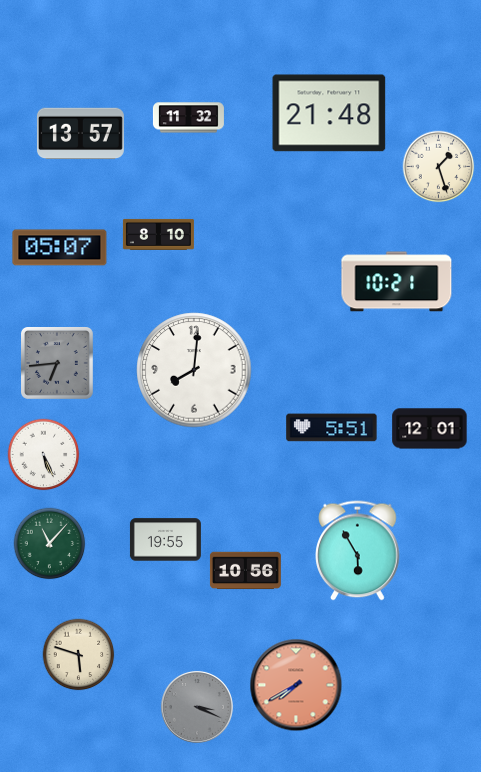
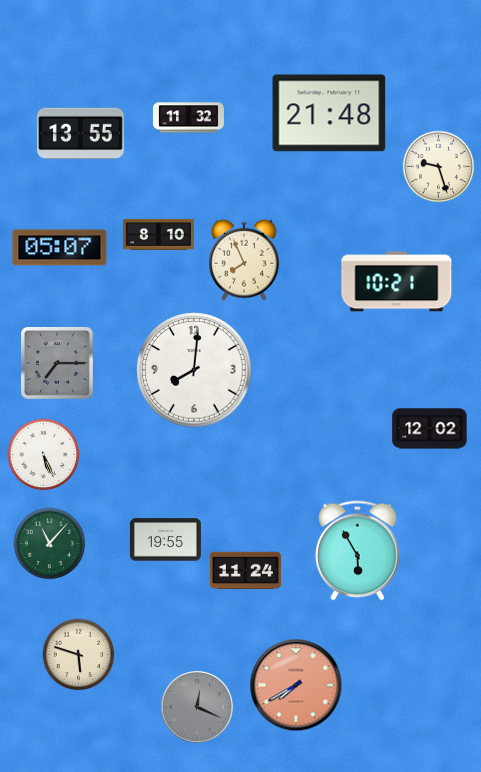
clock at (80, 134): 13:57 -> 13:55
clock at (439, 167): 1:27 -> 9:27
clock at (245, 260): none -> 7:56
clock at (58, 364): 6:44 -> 7:15
clock at (332, 428): 5:51 -> none
clock at (430, 429): 12:01 -> 12:02
clock at (245, 571): 10:56 -> 11:24
clock at (197, 707): 3:19 -> 12:19
